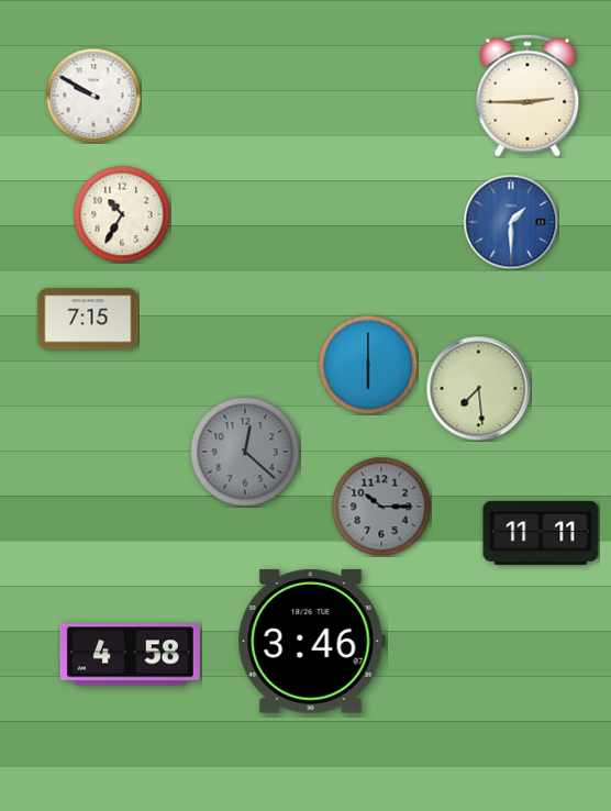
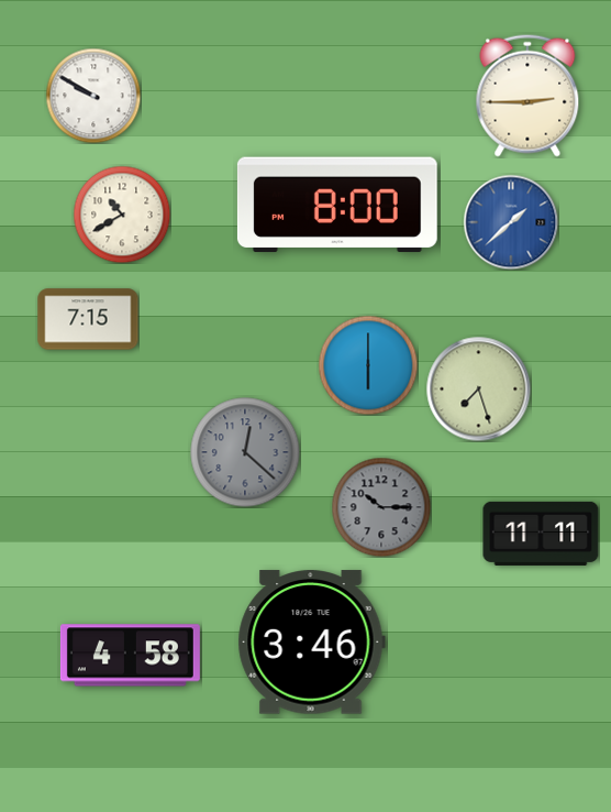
clock at (337, 205): none -> 8:00
clock at (122, 214): 10:35 -> 10:40
clock at (511, 222): 1:30 -> 1:38
clock at (478, 388): 7:29 -> 7:27
